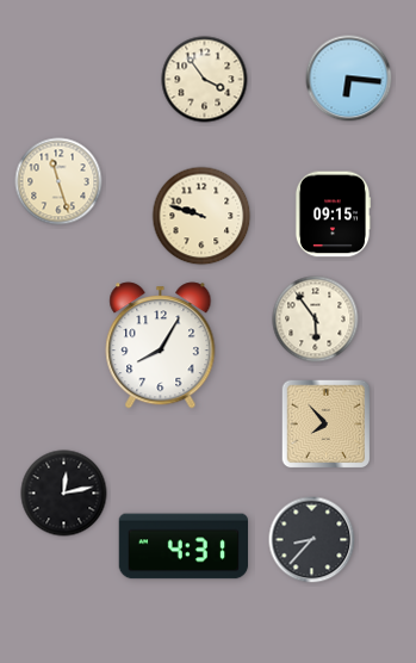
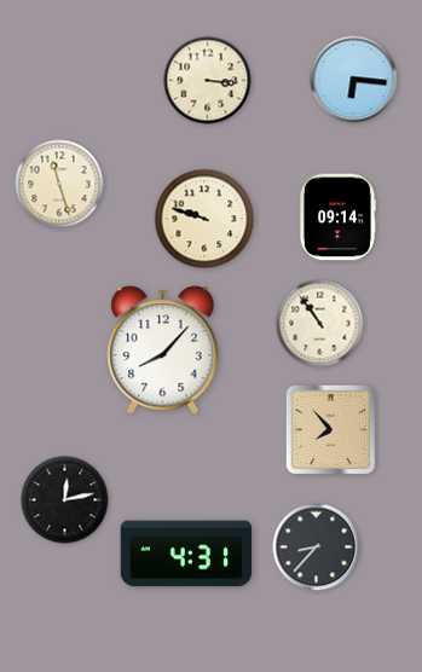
clock at (205, 80): 3:54 -> 3:16
clock at (333, 215): 09:15 -> 09:14
clock at (316, 320): 5:54 -> 10:54
clock at (161, 346): 8:05 -> 8:07
